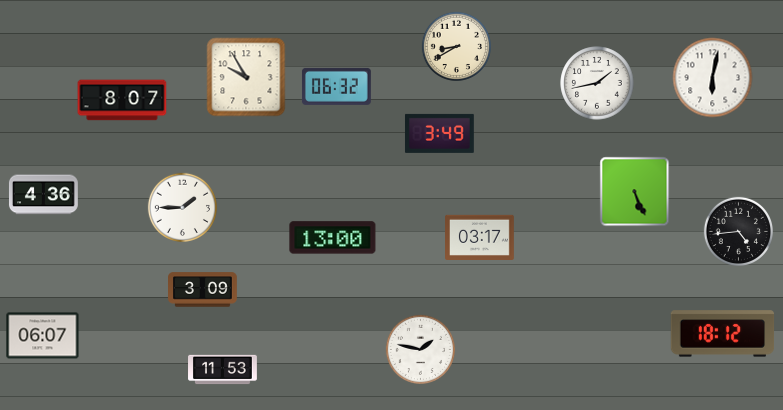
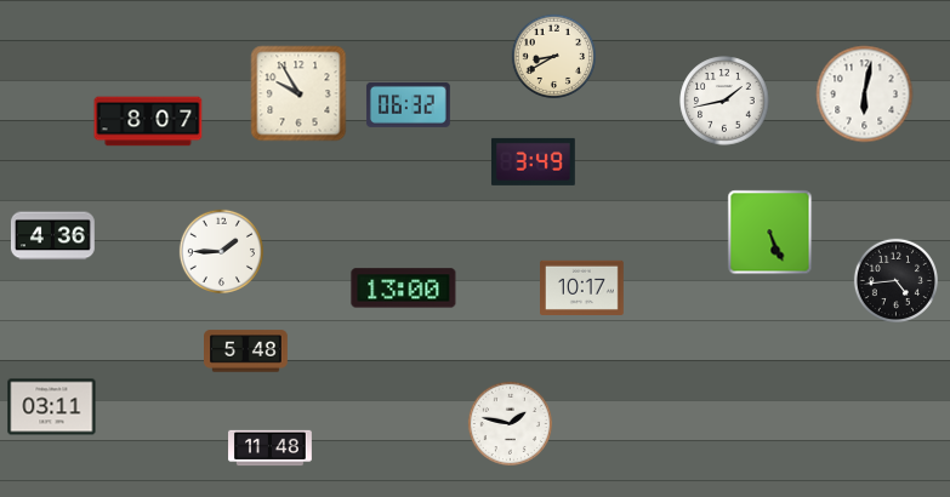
clock at (480, 237): 03:17 -> 10:17
clock at (203, 290): 3:09 -> 5:48
clock at (723, 334): 18:12 -> none
clock at (43, 336): 06:07 -> 03:11
clock at (223, 370): 11:53 -> 11:48
